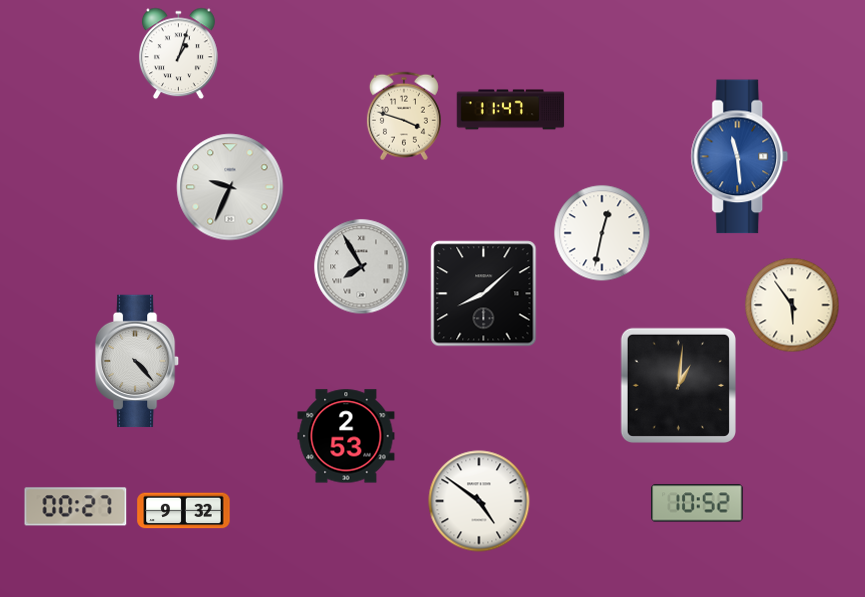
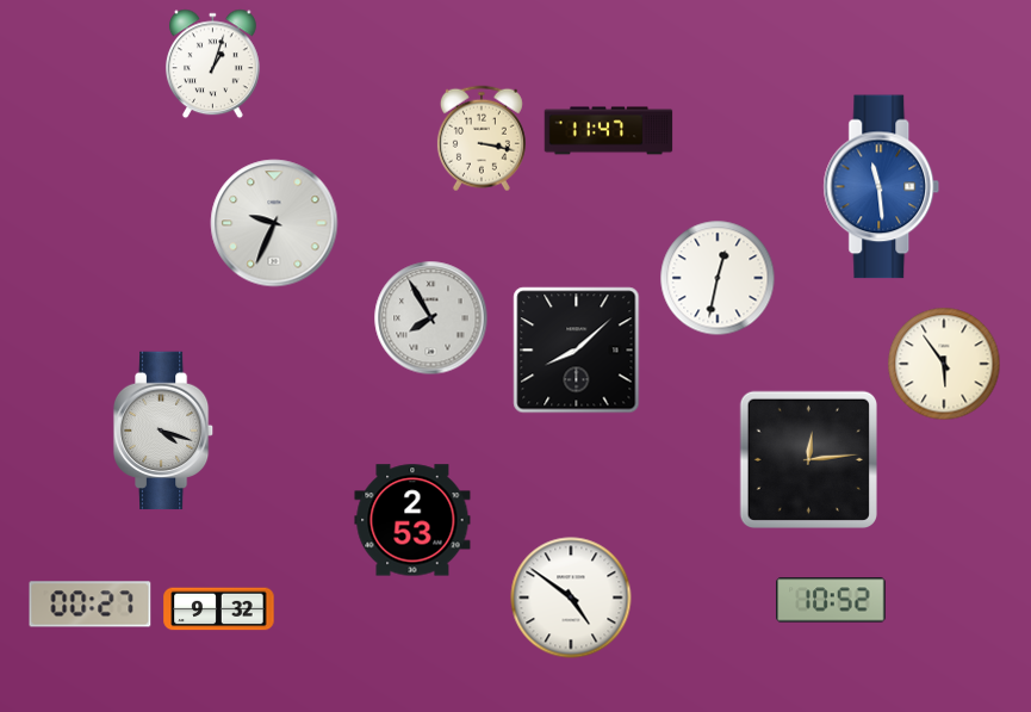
clock at (404, 116): 3:48 -> 3:17
clock at (137, 361): 4:23 -> 4:18
clock at (678, 385): 1:01 -> 12:14
